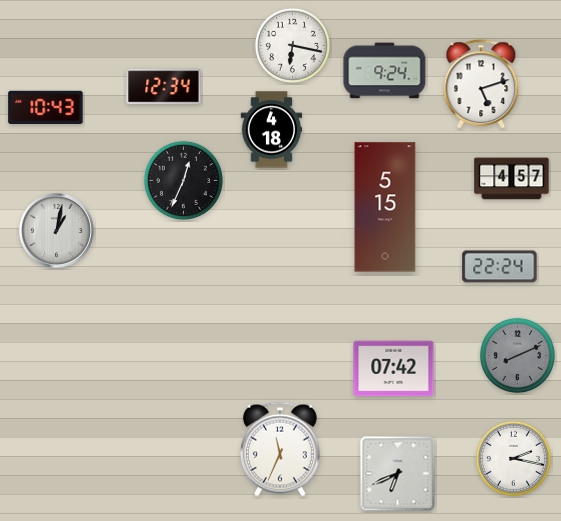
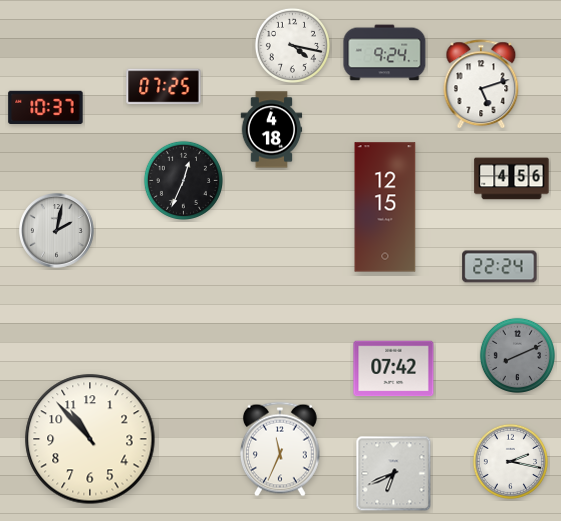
clock at (292, 45): 6:17 -> 4:17
clock at (385, 71) position: (385, 71) -> (385, 53)
clock at (164, 87): 12:34 -> 07:25
clock at (46, 108): 10:43 -> 10:37
clock at (512, 179): 4:57 -> 4:56
clock at (385, 207): 5:15 -> 12:15
clock at (57, 231): 1:02 -> 2:02
clock at (90, 439): none -> 10:53
clock at (513, 458) position: (513, 458) -> (510, 461)
clock at (398, 474) position: (398, 474) -> (394, 474)
